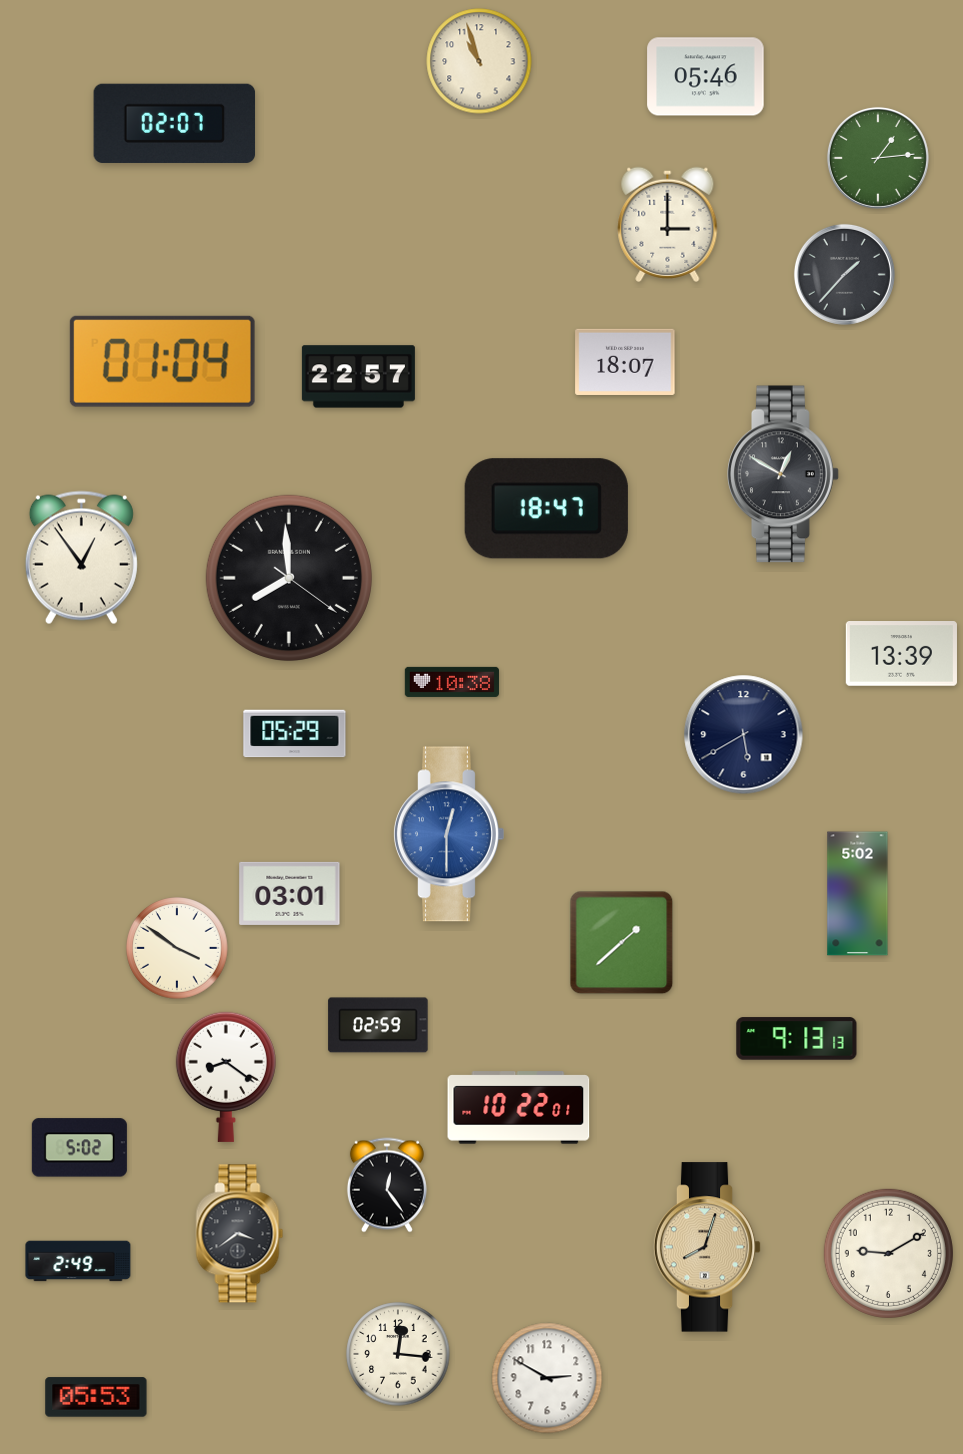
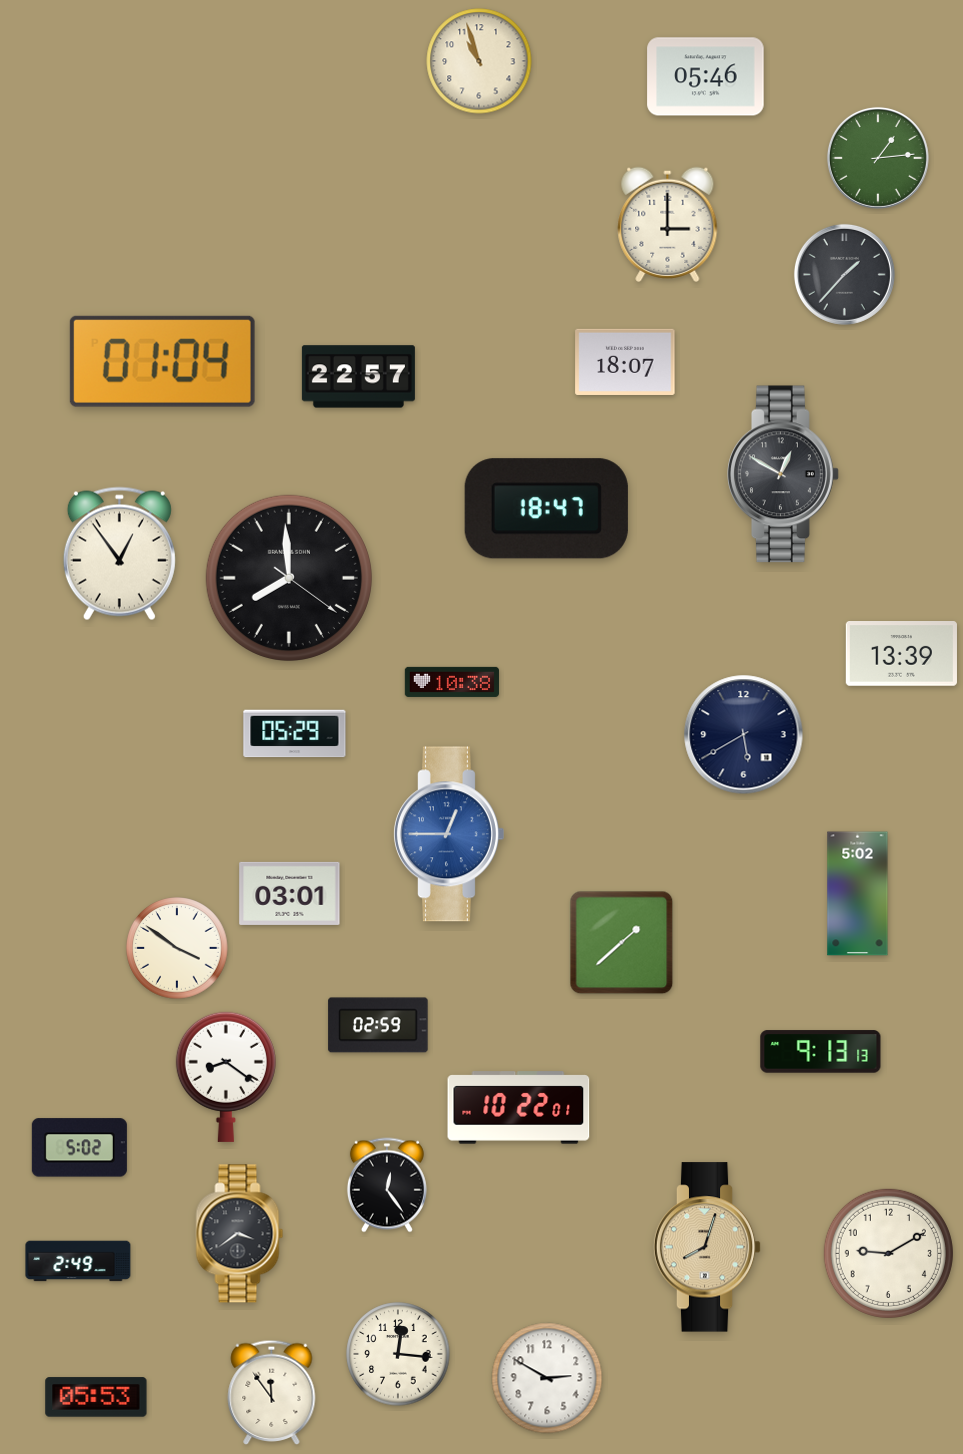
clock at (175, 123): 02:07 -> none
clock at (81, 558) position: (81, 558) -> (119, 554)
clock at (448, 834): 12:30 -> 12:45
clock at (797, 1039) position: (797, 1039) -> (821, 1052)
clock at (272, 1392): none -> 11:54
